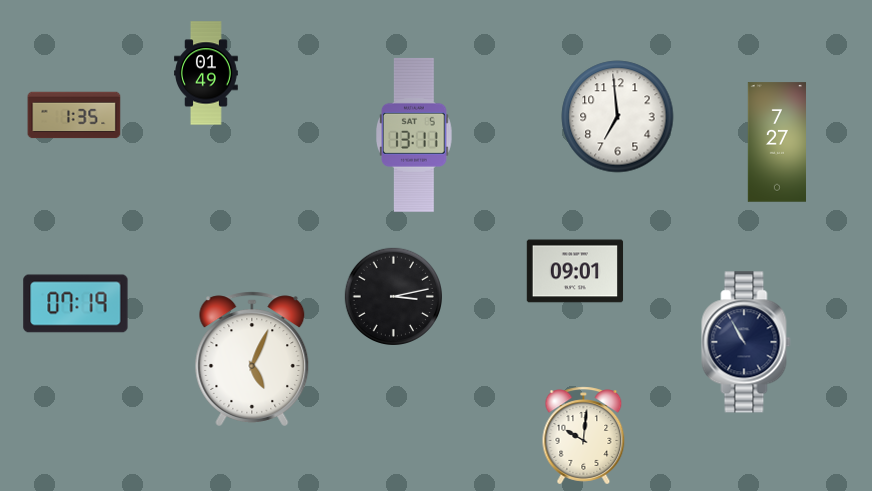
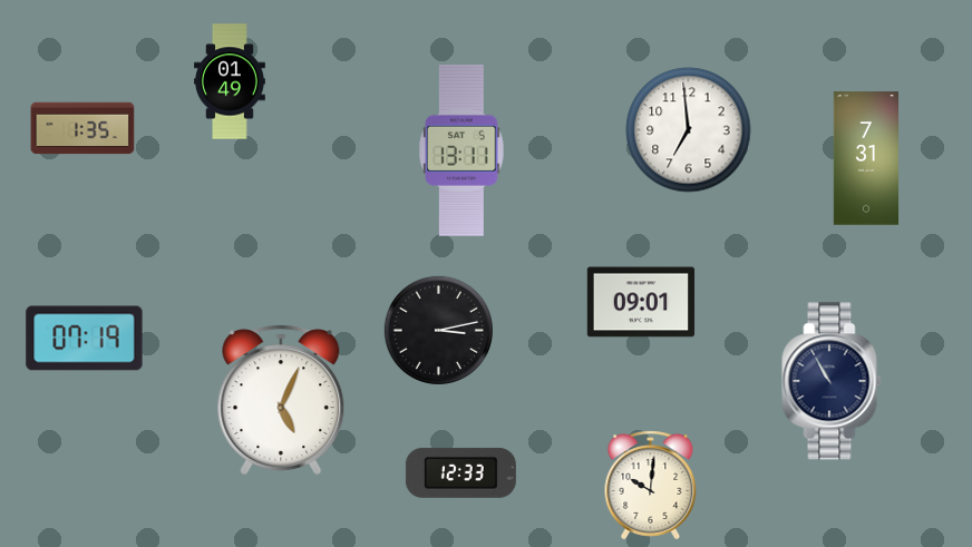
clock at (776, 142): 7:27 -> 7:31
clock at (460, 472): none -> 12:33
